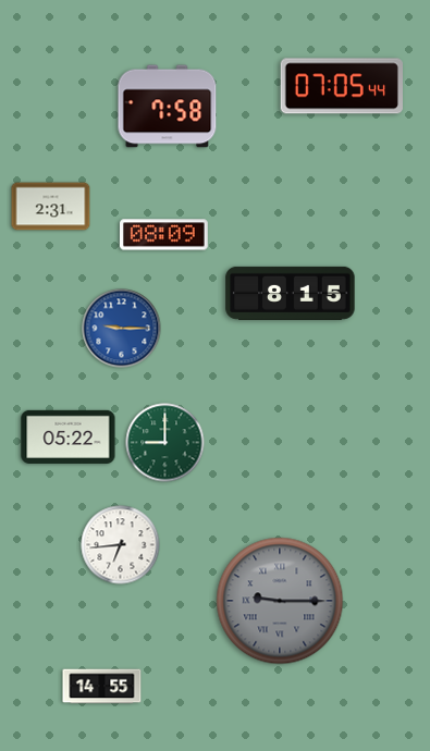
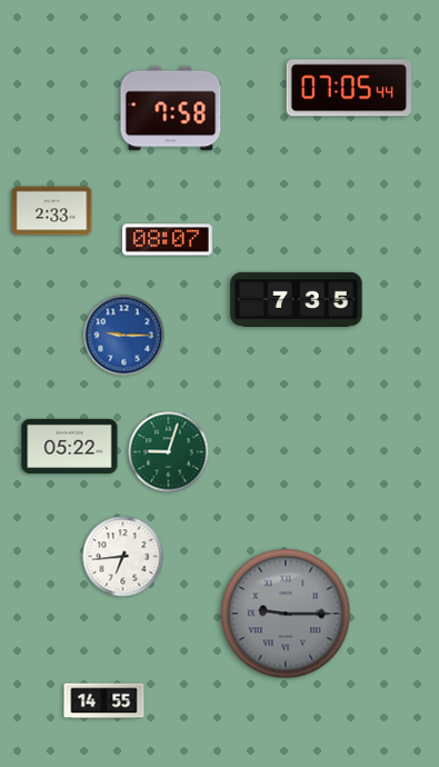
clock at (51, 207): 2:31 -> 2:33
clock at (164, 235): 08:09 -> 08:07
clock at (291, 293): 8:15 -> 7:35
clock at (165, 443): 9:00 -> 9:03
